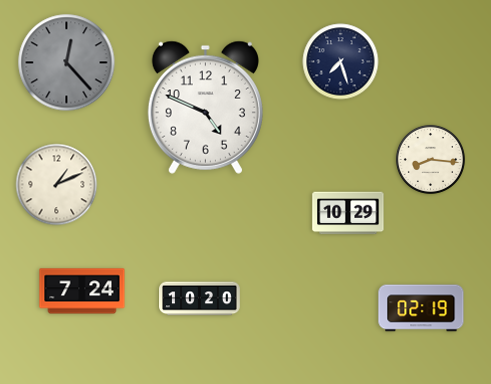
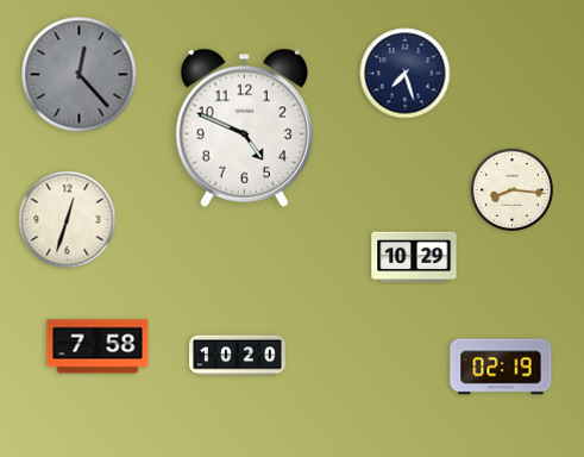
clock at (57, 185): 1:11 -> 12:33
clock at (348, 213) position: (348, 213) -> (414, 257)
clock at (82, 291): 7:24 -> 7:58
